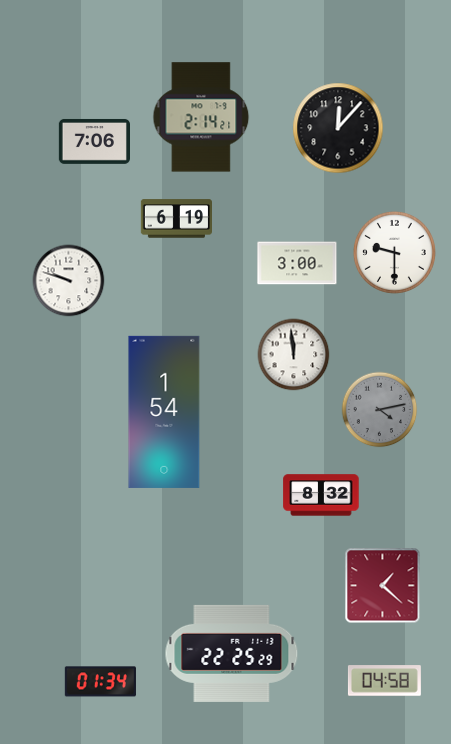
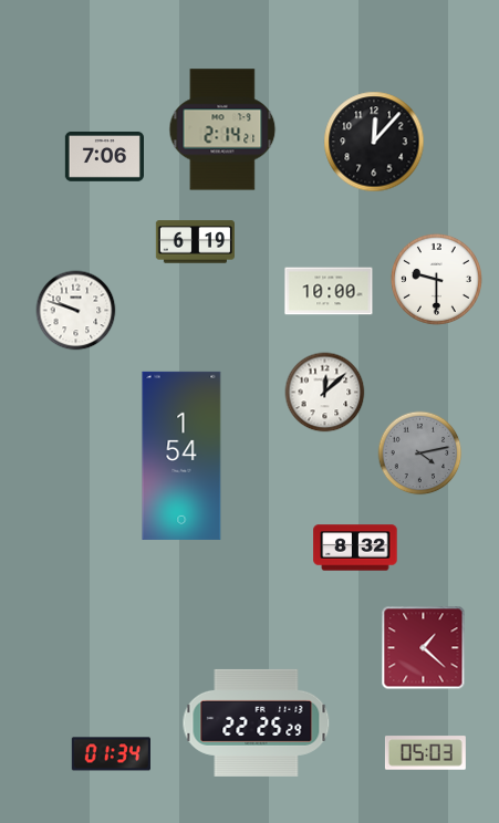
clock at (297, 263): 3:00 -> 10:00
clock at (294, 355): 11:59 -> 12:08
clock at (384, 681): 04:58 -> 05:03
